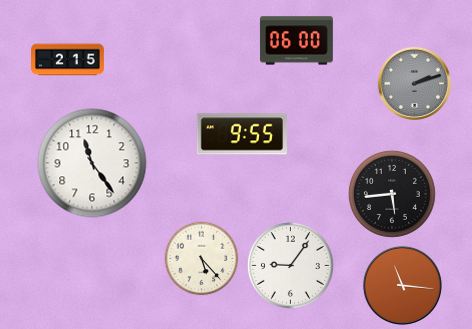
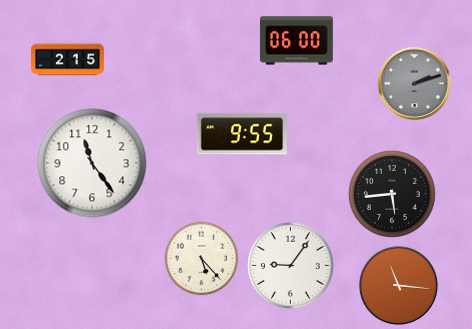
clock at (402, 285) position: (402, 285) -> (398, 285)
